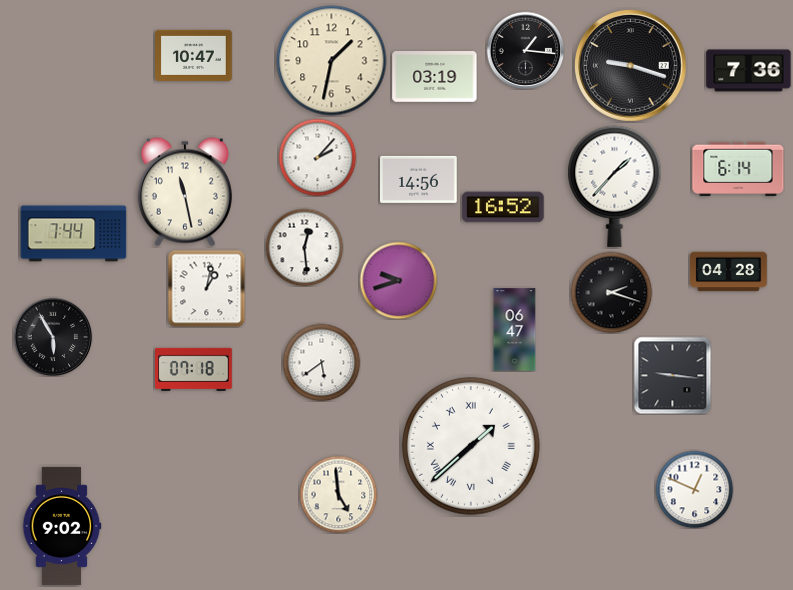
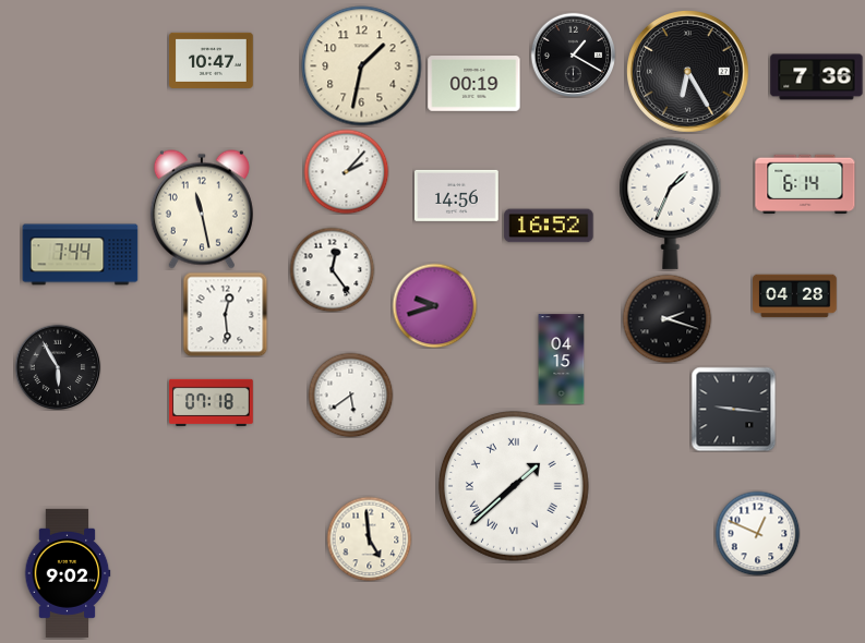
clock at (525, 50): 1:16 -> 1:20
clock at (631, 66): 9:18 -> 6:25
clock at (435, 77): 03:19 -> 00:19
clock at (615, 186): 1:37 -> 1:34
clock at (304, 247): 12:29 -> 12:24
clock at (206, 288): 1:02 -> 12:29
clock at (515, 330): 06:47 -> 04:15
